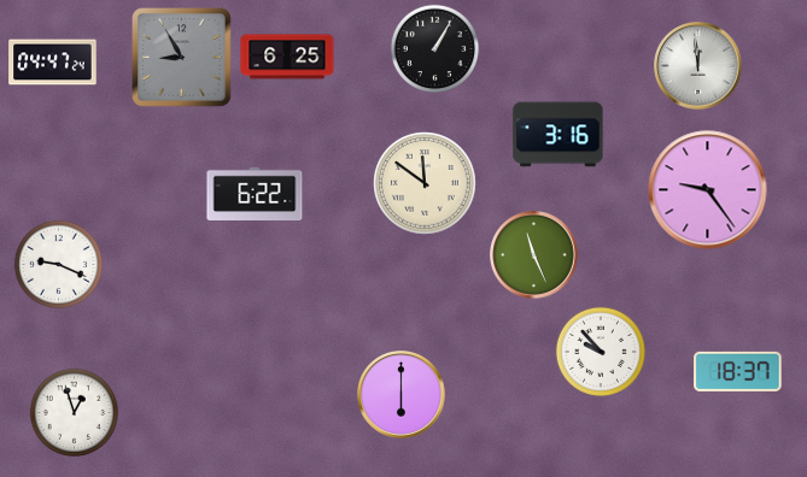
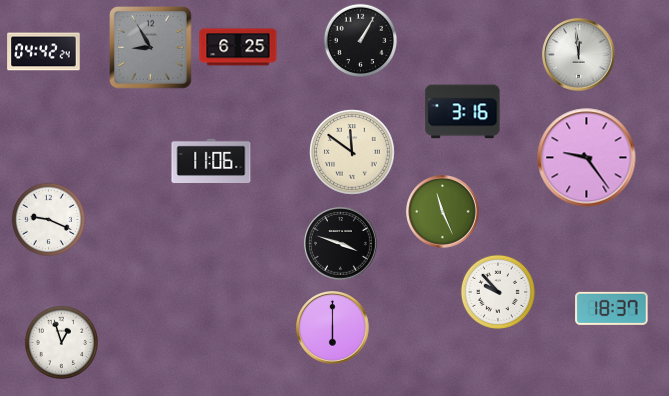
clock at (53, 63): 04:47 -> 04:42
clock at (255, 193): 6:22 -> 11:06
clock at (341, 244): none -> 3:48
